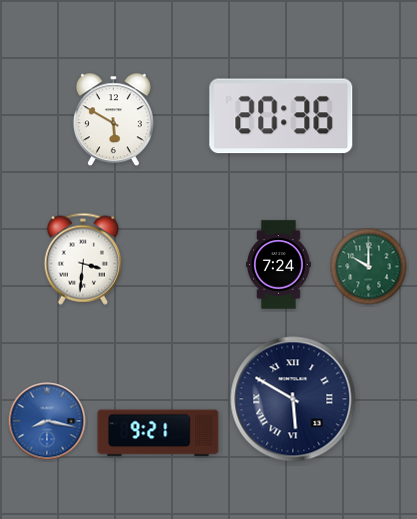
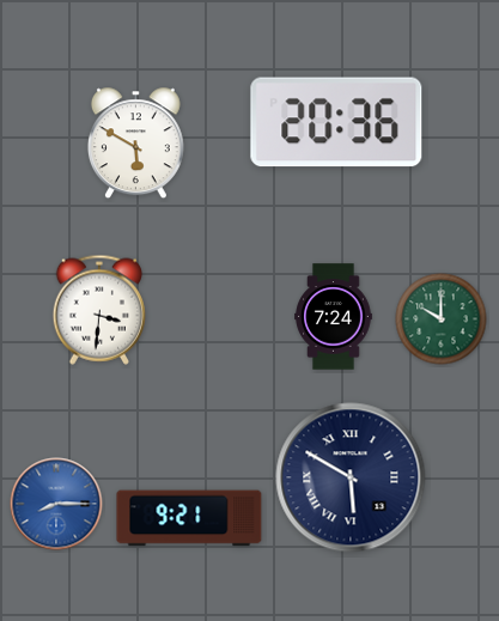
clock at (281, 116) position: (281, 116) -> (336, 122)
clock at (47, 421): 8:17 -> 8:15
